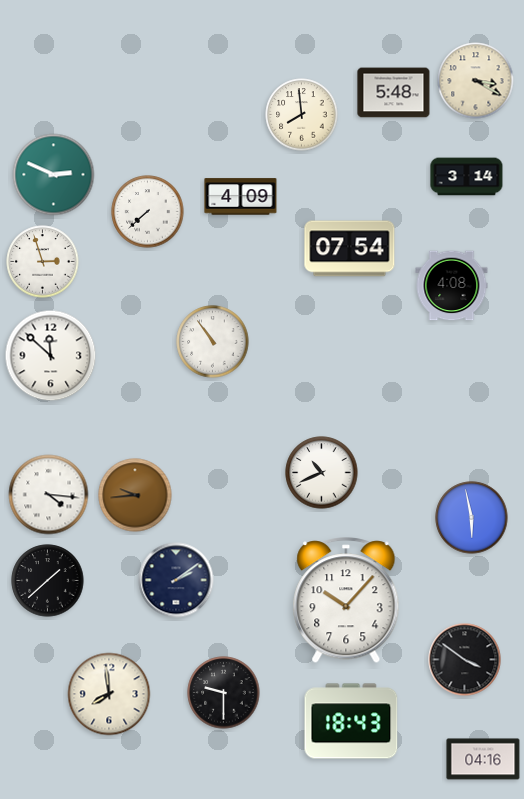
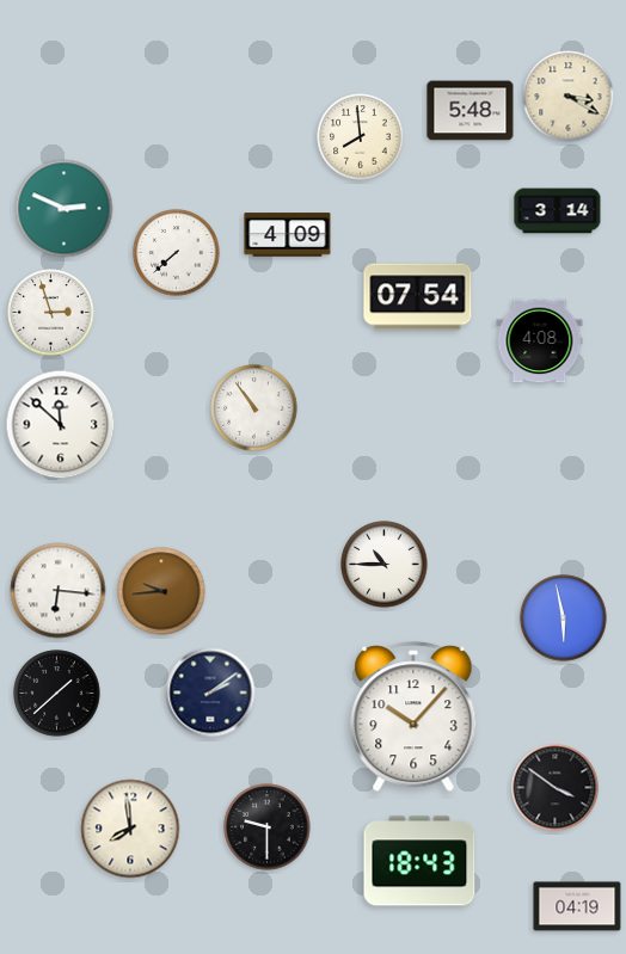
clock at (322, 473): 10:41 -> 10:45
clock at (49, 495): 4:16 -> 6:16
clock at (483, 759): 04:16 -> 04:19
